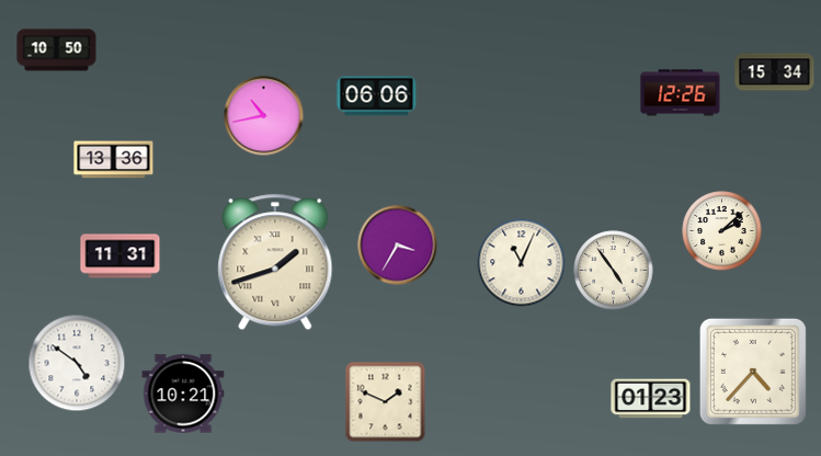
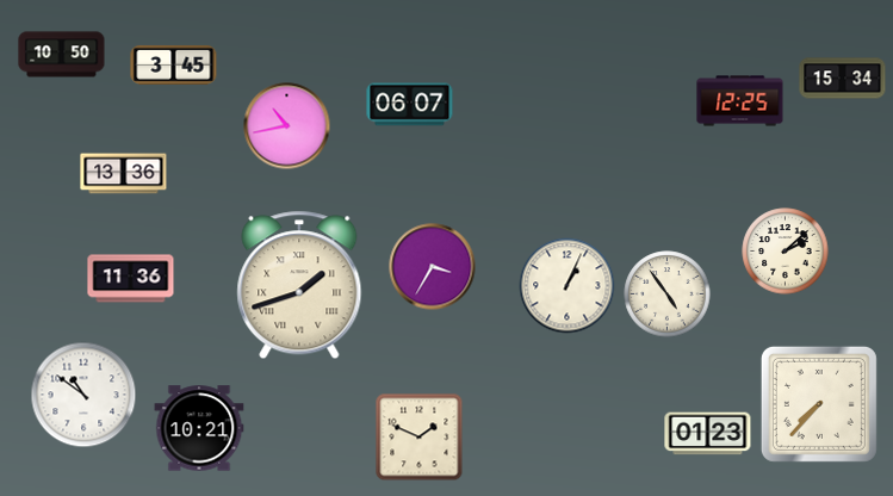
clock at (174, 64): none -> 3:45
clock at (681, 93): 12:26 -> 12:25
clock at (377, 96): 06:06 -> 06:07
clock at (121, 256): 11:31 -> 11:36
clock at (522, 263): 11:04 -> 1:04
clock at (77, 363): 4:51 -> 10:51
clock at (753, 372): 4:37 -> 7:37
